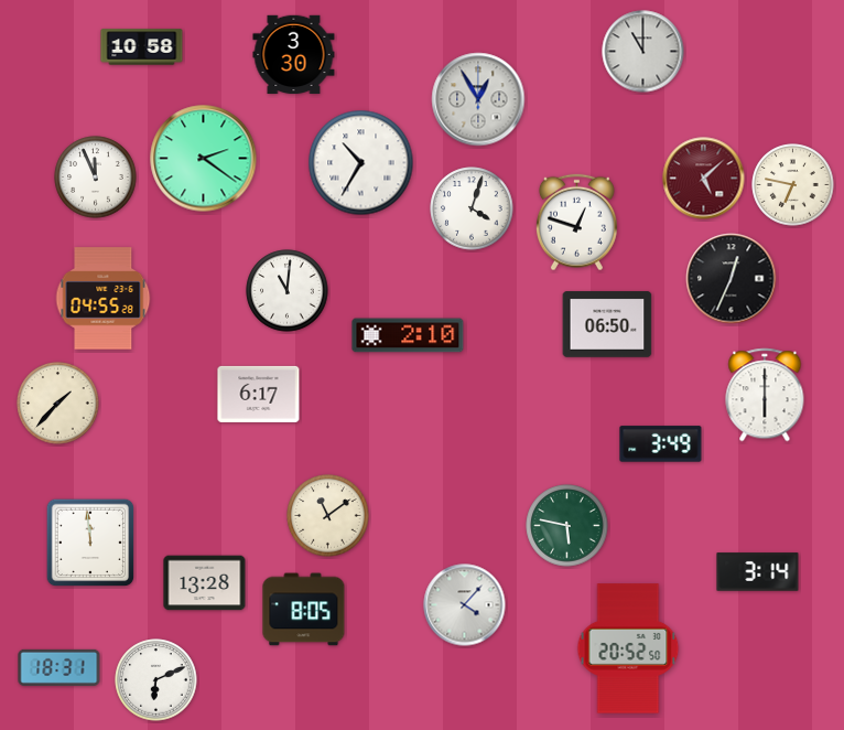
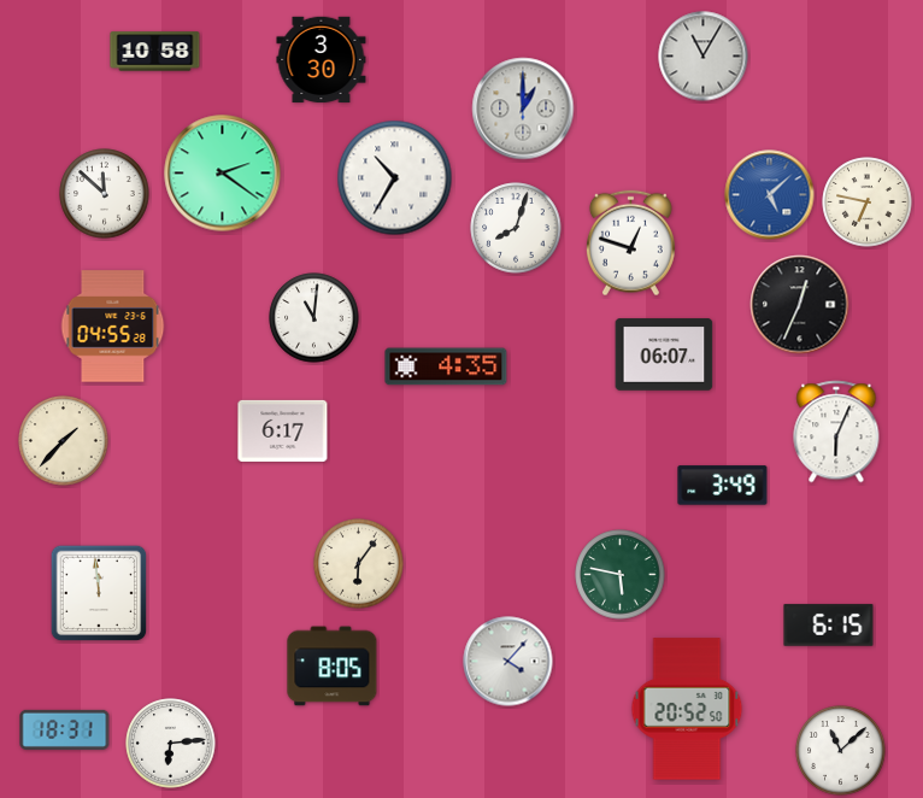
clock at (643, 52): 11:00 -> 11:05
clock at (478, 99): 12:55 -> 1:00
clock at (96, 178): 11:56 -> 11:52
clock at (704, 179) dial: burgundy -> blue
clock at (472, 208): 4:03 -> 8:03
clock at (607, 324): 06:50 -> 06:07
clock at (408, 335): 2:10 -> 4:35
clock at (765, 395): 6:00 -> 6:04
clock at (328, 516): 11:09 -> 6:06
clock at (758, 572): 3:14 -> 6:15
clock at (205, 583): 13:28 -> none
clock at (156, 680): 6:11 -> 6:14
clock at (841, 751): none -> 11:08
